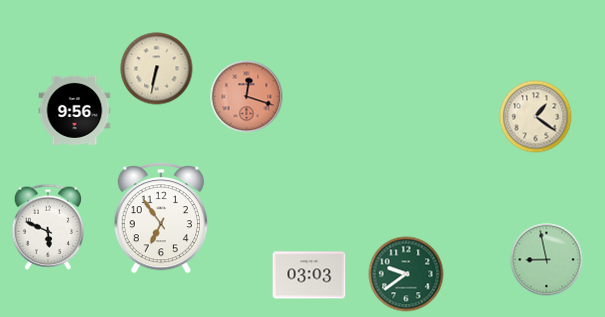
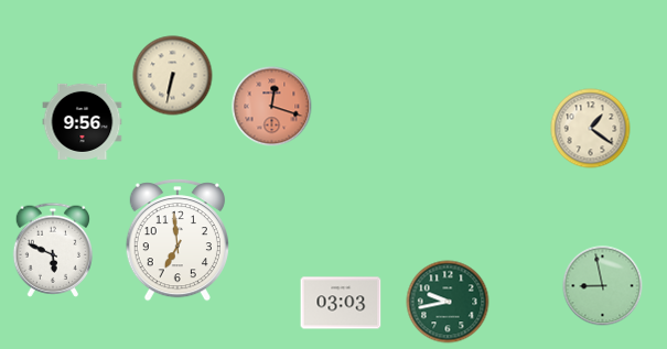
clock at (161, 219): 6:54 -> 6:59
clock at (406, 274): 9:39 -> 9:43
